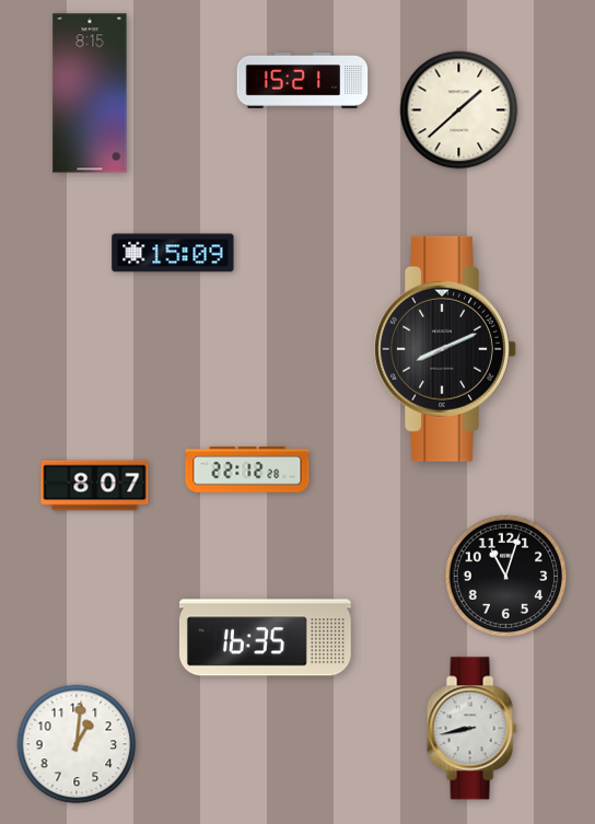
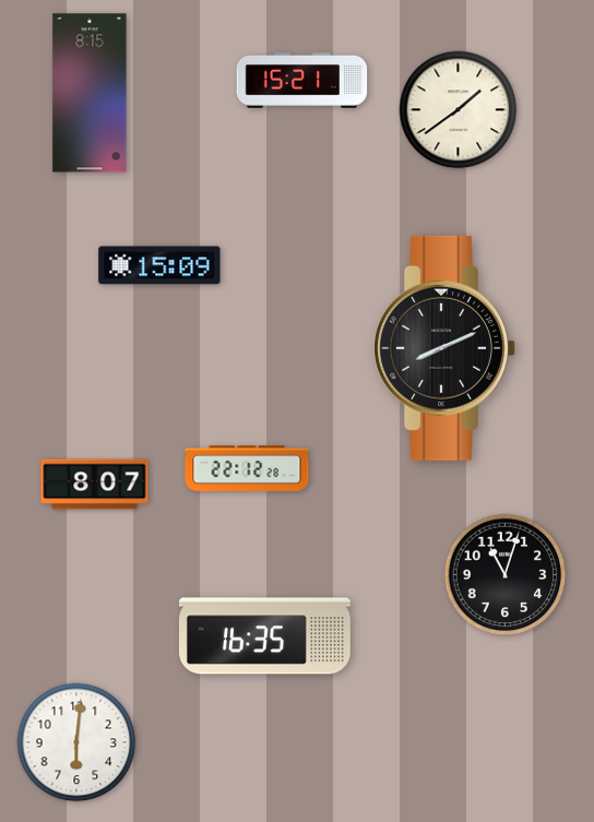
clock at (459, 111): 1:38 -> 1:39
clock at (173, 253) position: (173, 253) -> (159, 265)
clock at (471, 729): 8:43 -> none
clock at (77, 744): 1:01 -> 6:01
